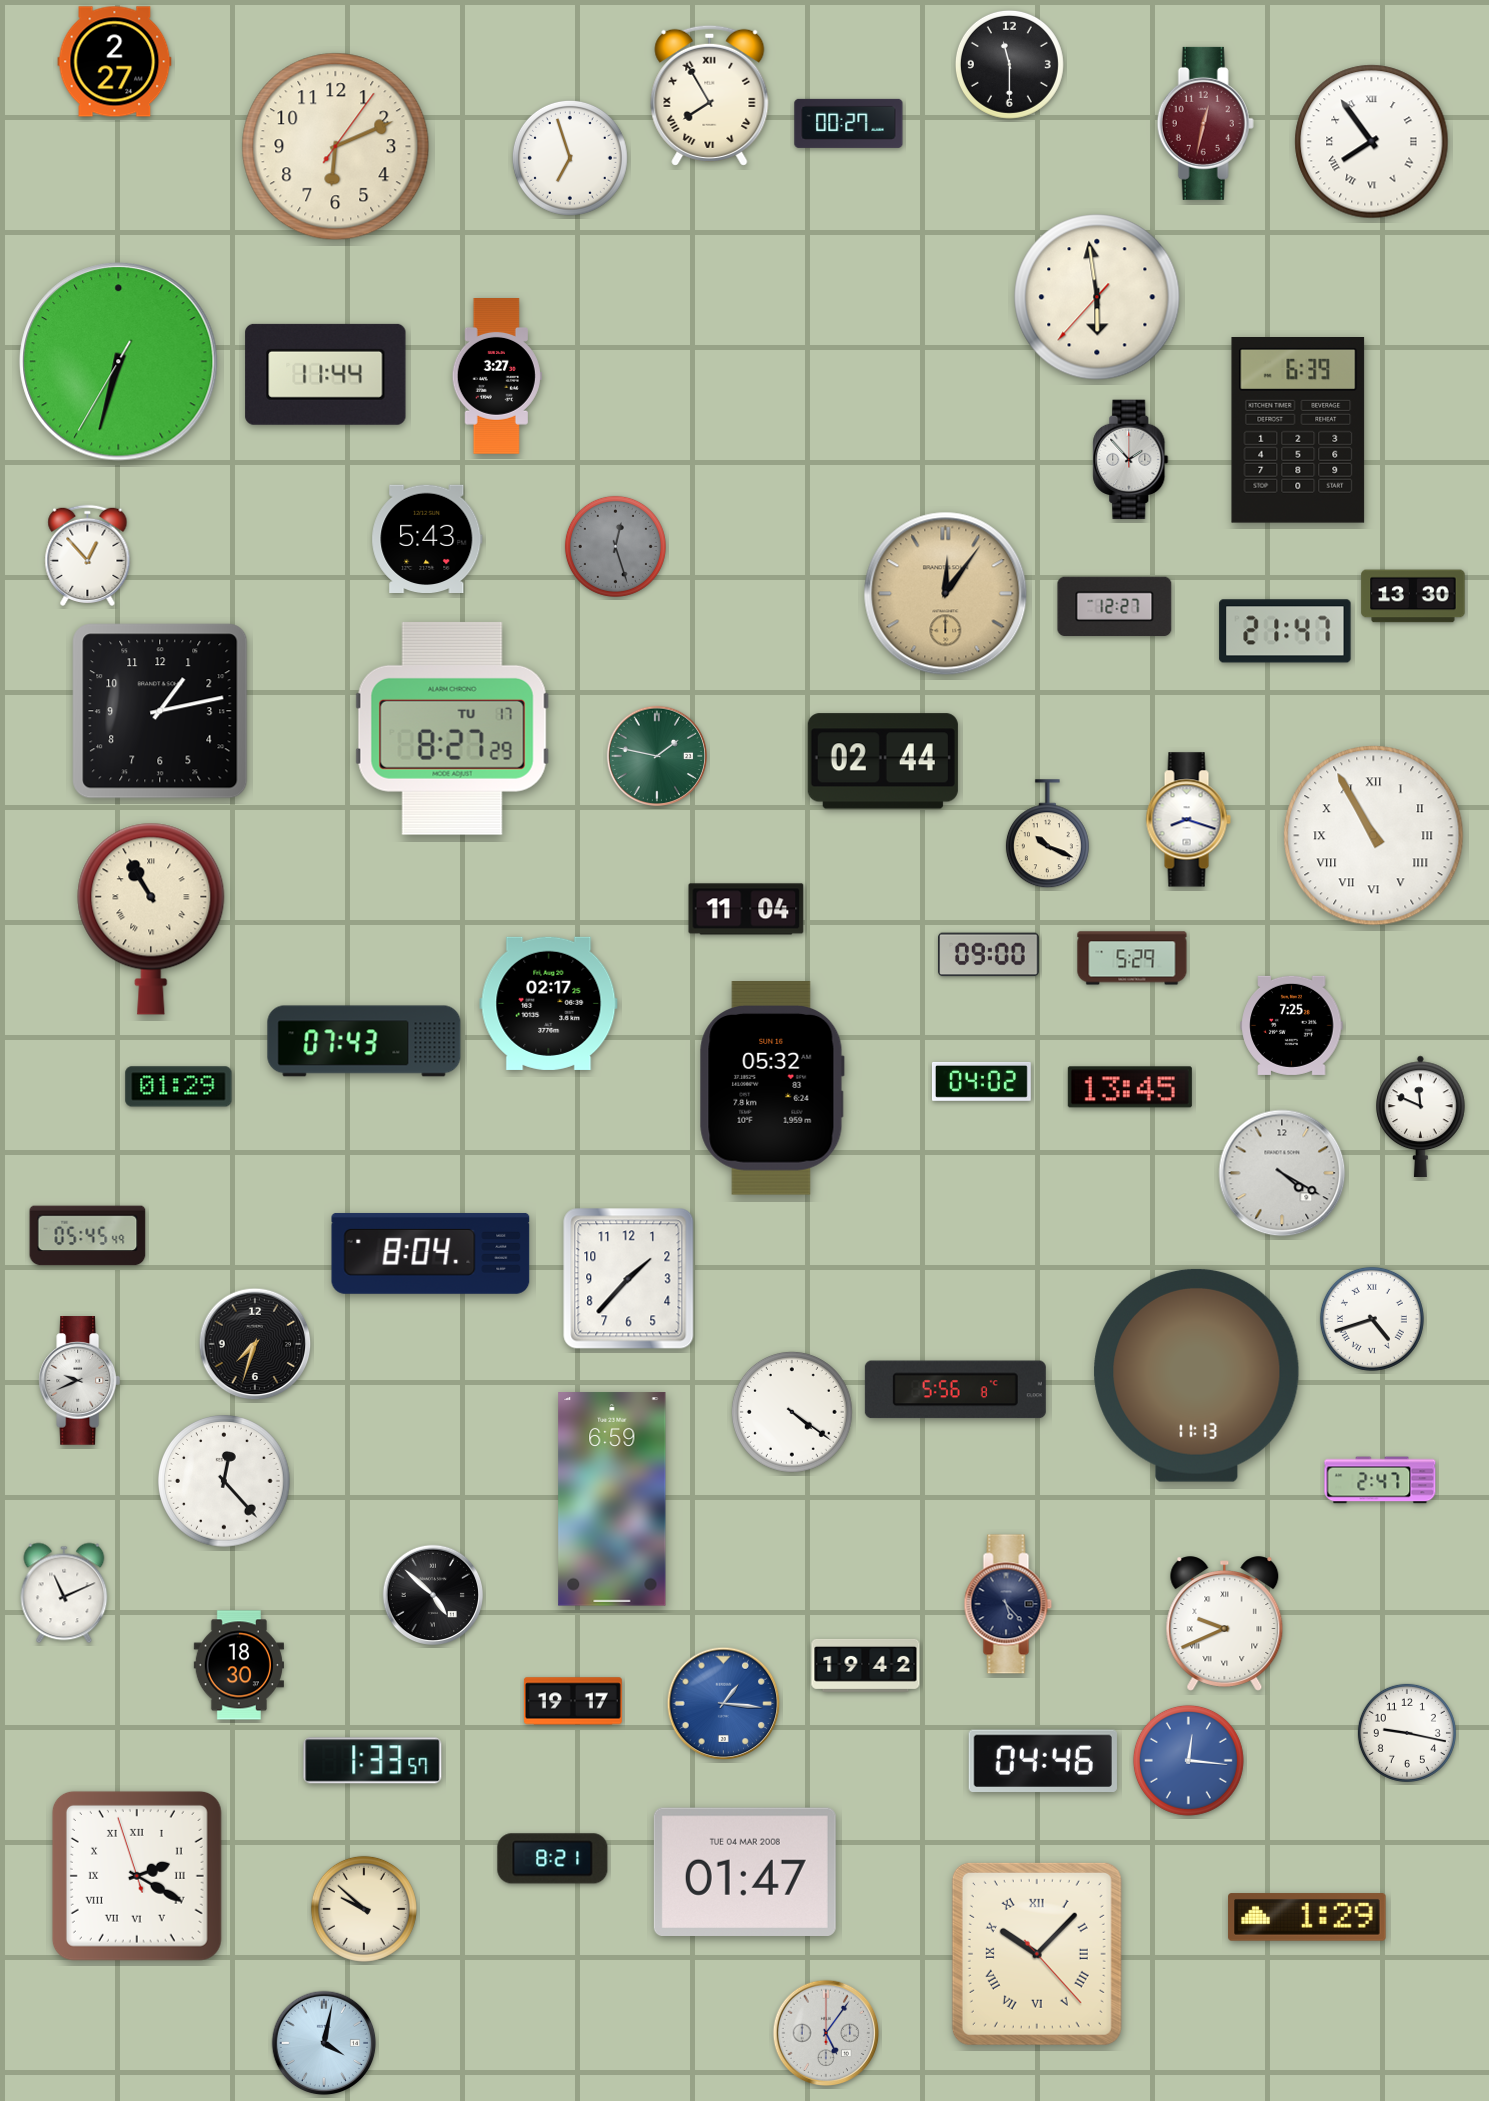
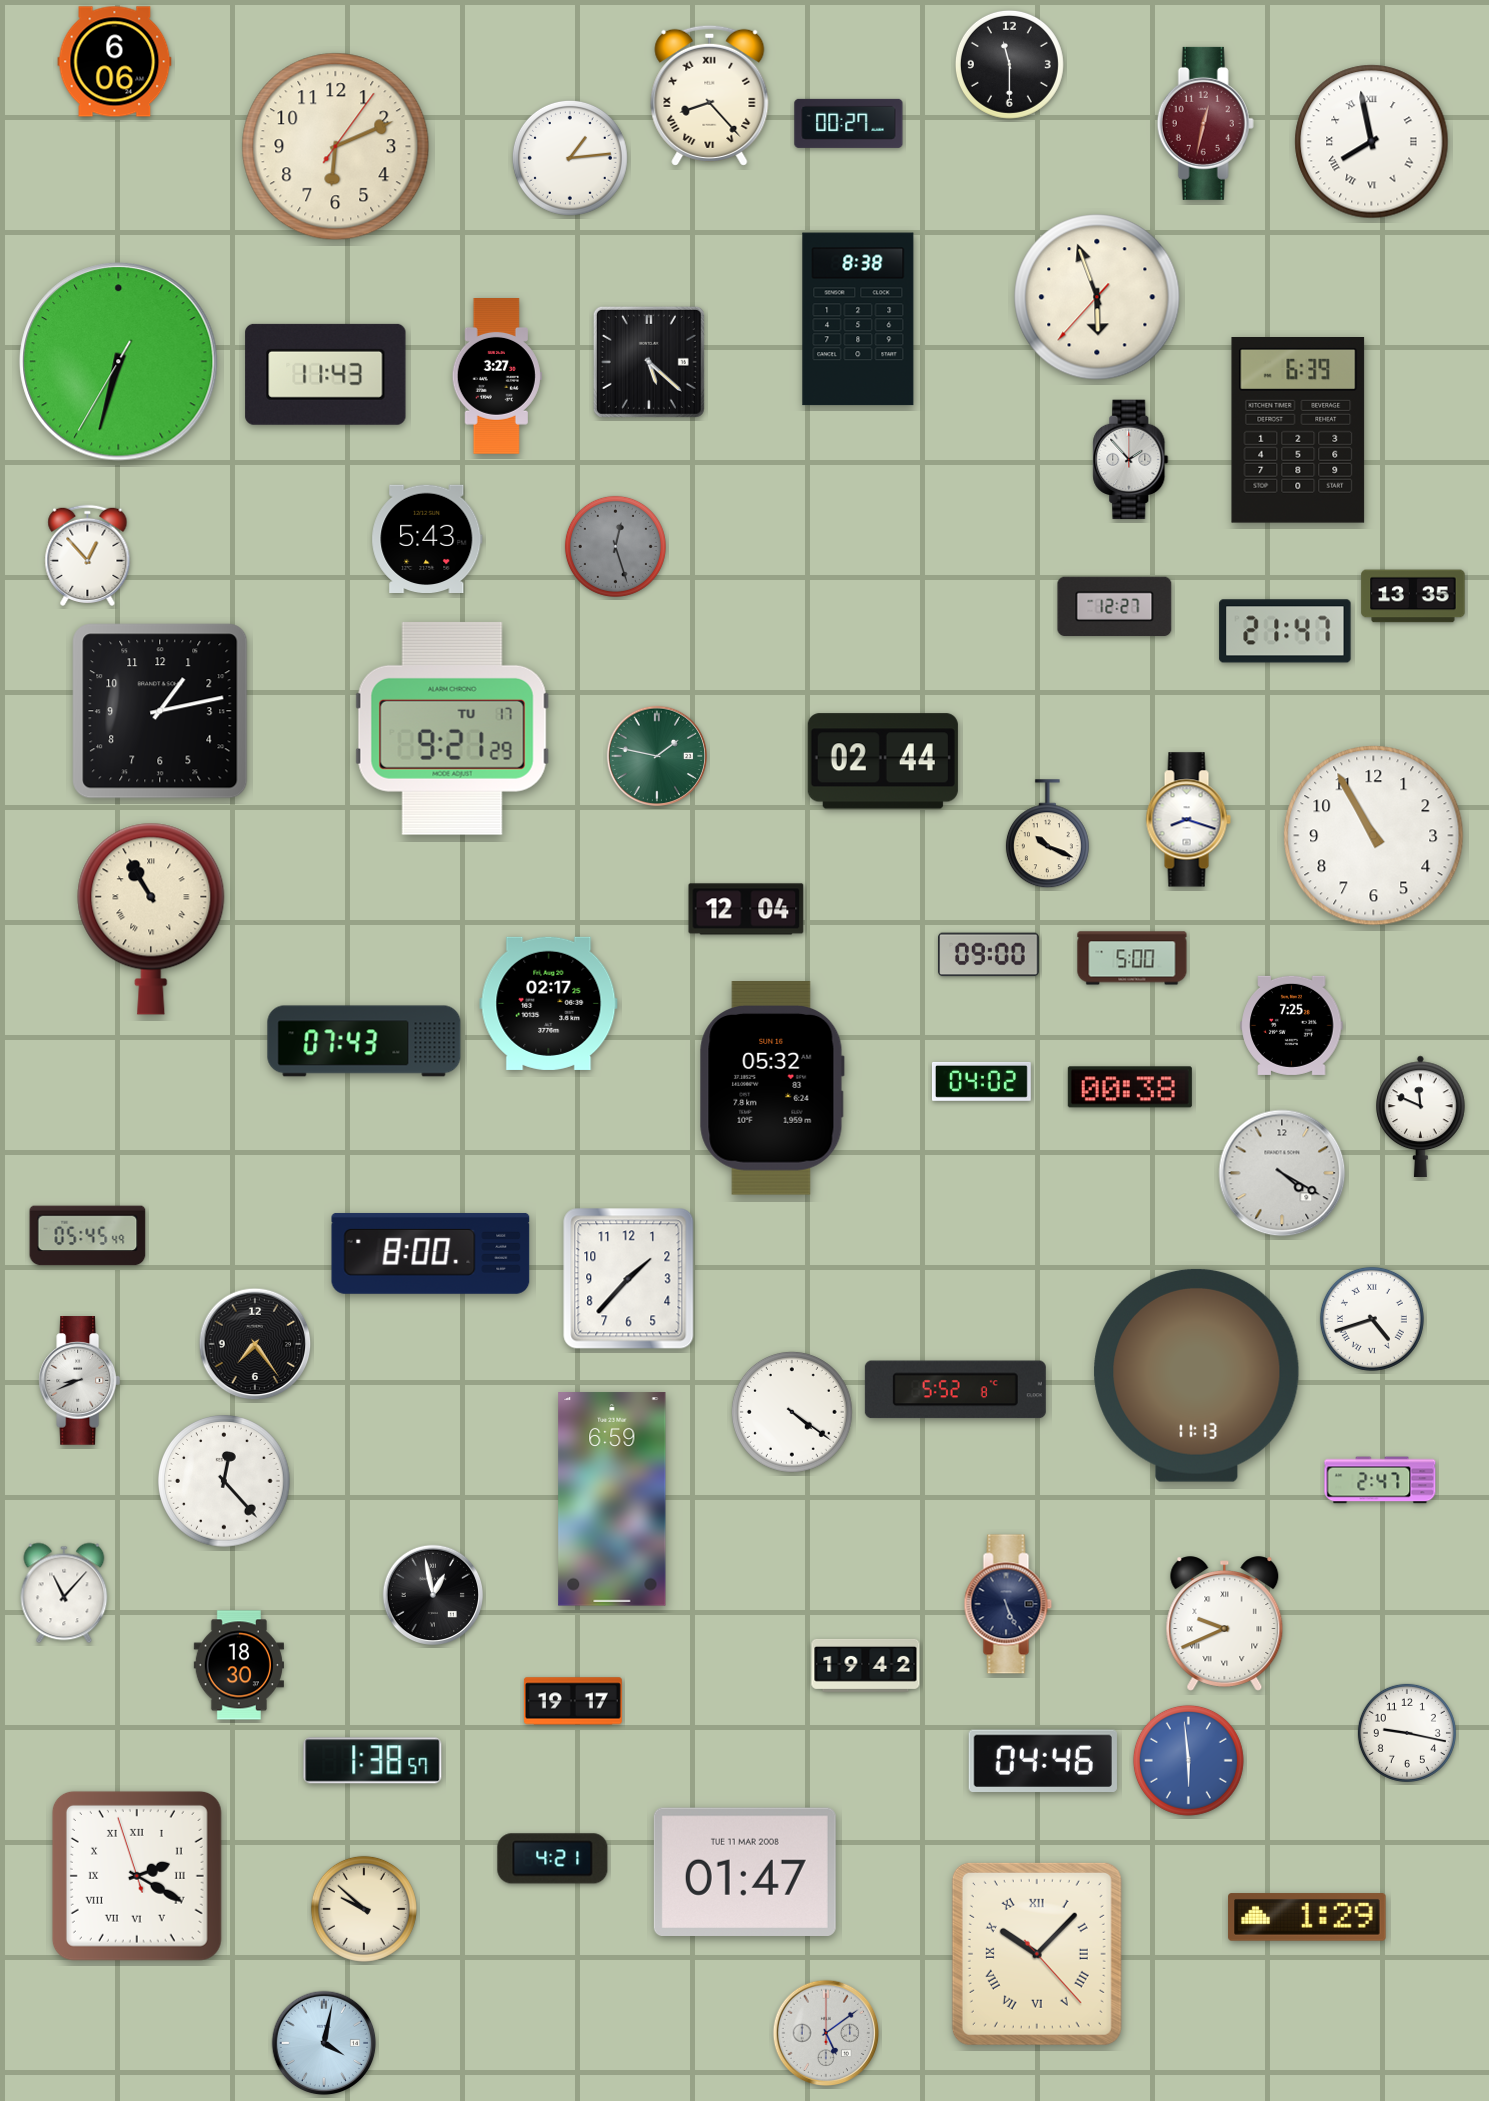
clock at (115, 62): 2:27 -> 6:06
clock at (710, 95): 7:55 -> 8:23
clock at (1372, 142): 7:54 -> 7:58
clock at (570, 158): 6:57 -> 1:14
clock at (1097, 297): 5:58 -> 5:56
clock at (858, 319): none -> 8:38
clock at (649, 362): none -> 5:22
clock at (326, 374): 11:44 -> 11:43
clock at (946, 594): 12:06 -> none
clock at (1413, 596): 13:30 -> 13:35
clock at (452, 728): 8:27 -> 9:21
clock at (1374, 836) numerals: Roman -> Arabic
clock at (746, 909): 11:04 -> 12:04
clock at (1132, 958): 5:29 -> 5:00
clock at (179, 1087): 01:29 -> none
clock at (1130, 1087): 13:45 -> 00:38
clock at (431, 1253): 8:04 -> 8:00
clock at (255, 1344): 7:33 -> 7:24
clock at (79, 1381): 9:41 -> 8:41
clock at (955, 1390): 5:56 -> 5:52
clock at (64, 1593): 11:11 -> 11:07
clock at (432, 1594): 4:52 -> 12:58
clock at (1008, 1604): 5:23 -> 5:26
clock at (724, 1704): 1:16 -> none
clock at (1188, 1760): 12:16 -> 5:59
clock at (373, 1761): 1:33 -> 1:38
clock at (553, 1859): 8:21 -> 4:21
clock at (745, 1871) date: TUE 04 MAR 2008 -> TUE 11 MAR 2008
clock at (826, 2033): 5:06 -> 5:09
